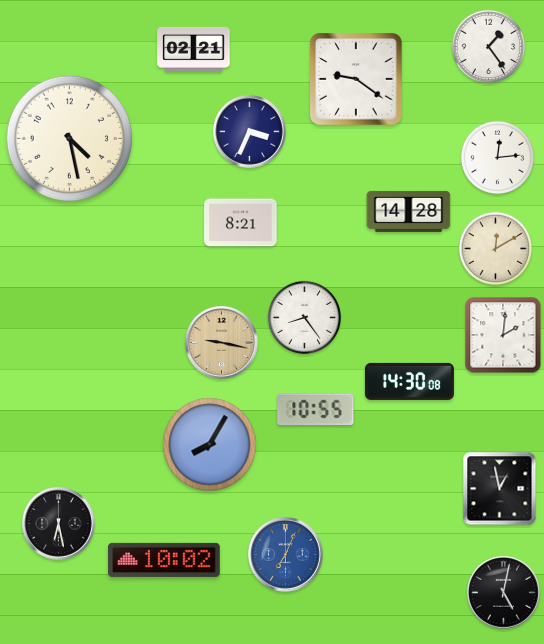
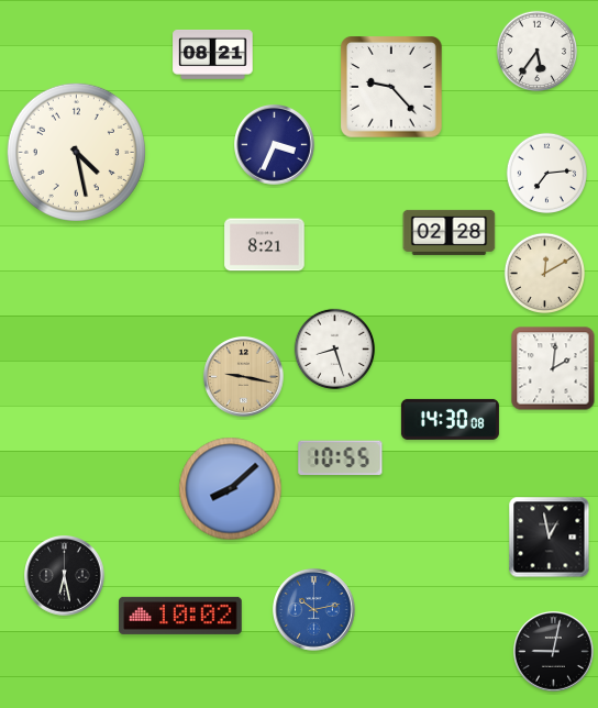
clock at (489, 47): 1:24 -> 5:36
clock at (194, 49): 02:21 -> 08:21
clock at (357, 80): 9:21 -> 9:23
clock at (498, 158): 12:14 -> 7:14
clock at (409, 211): 14:28 -> 02:28
clock at (305, 318): 8:24 -> 8:27
clock at (316, 410) position: (316, 410) -> (341, 458)
clock at (210, 445): 8:05 -> 8:08
clock at (286, 555): 7:04 -> 10:13
clock at (504, 593): 5:02 -> 9:02
